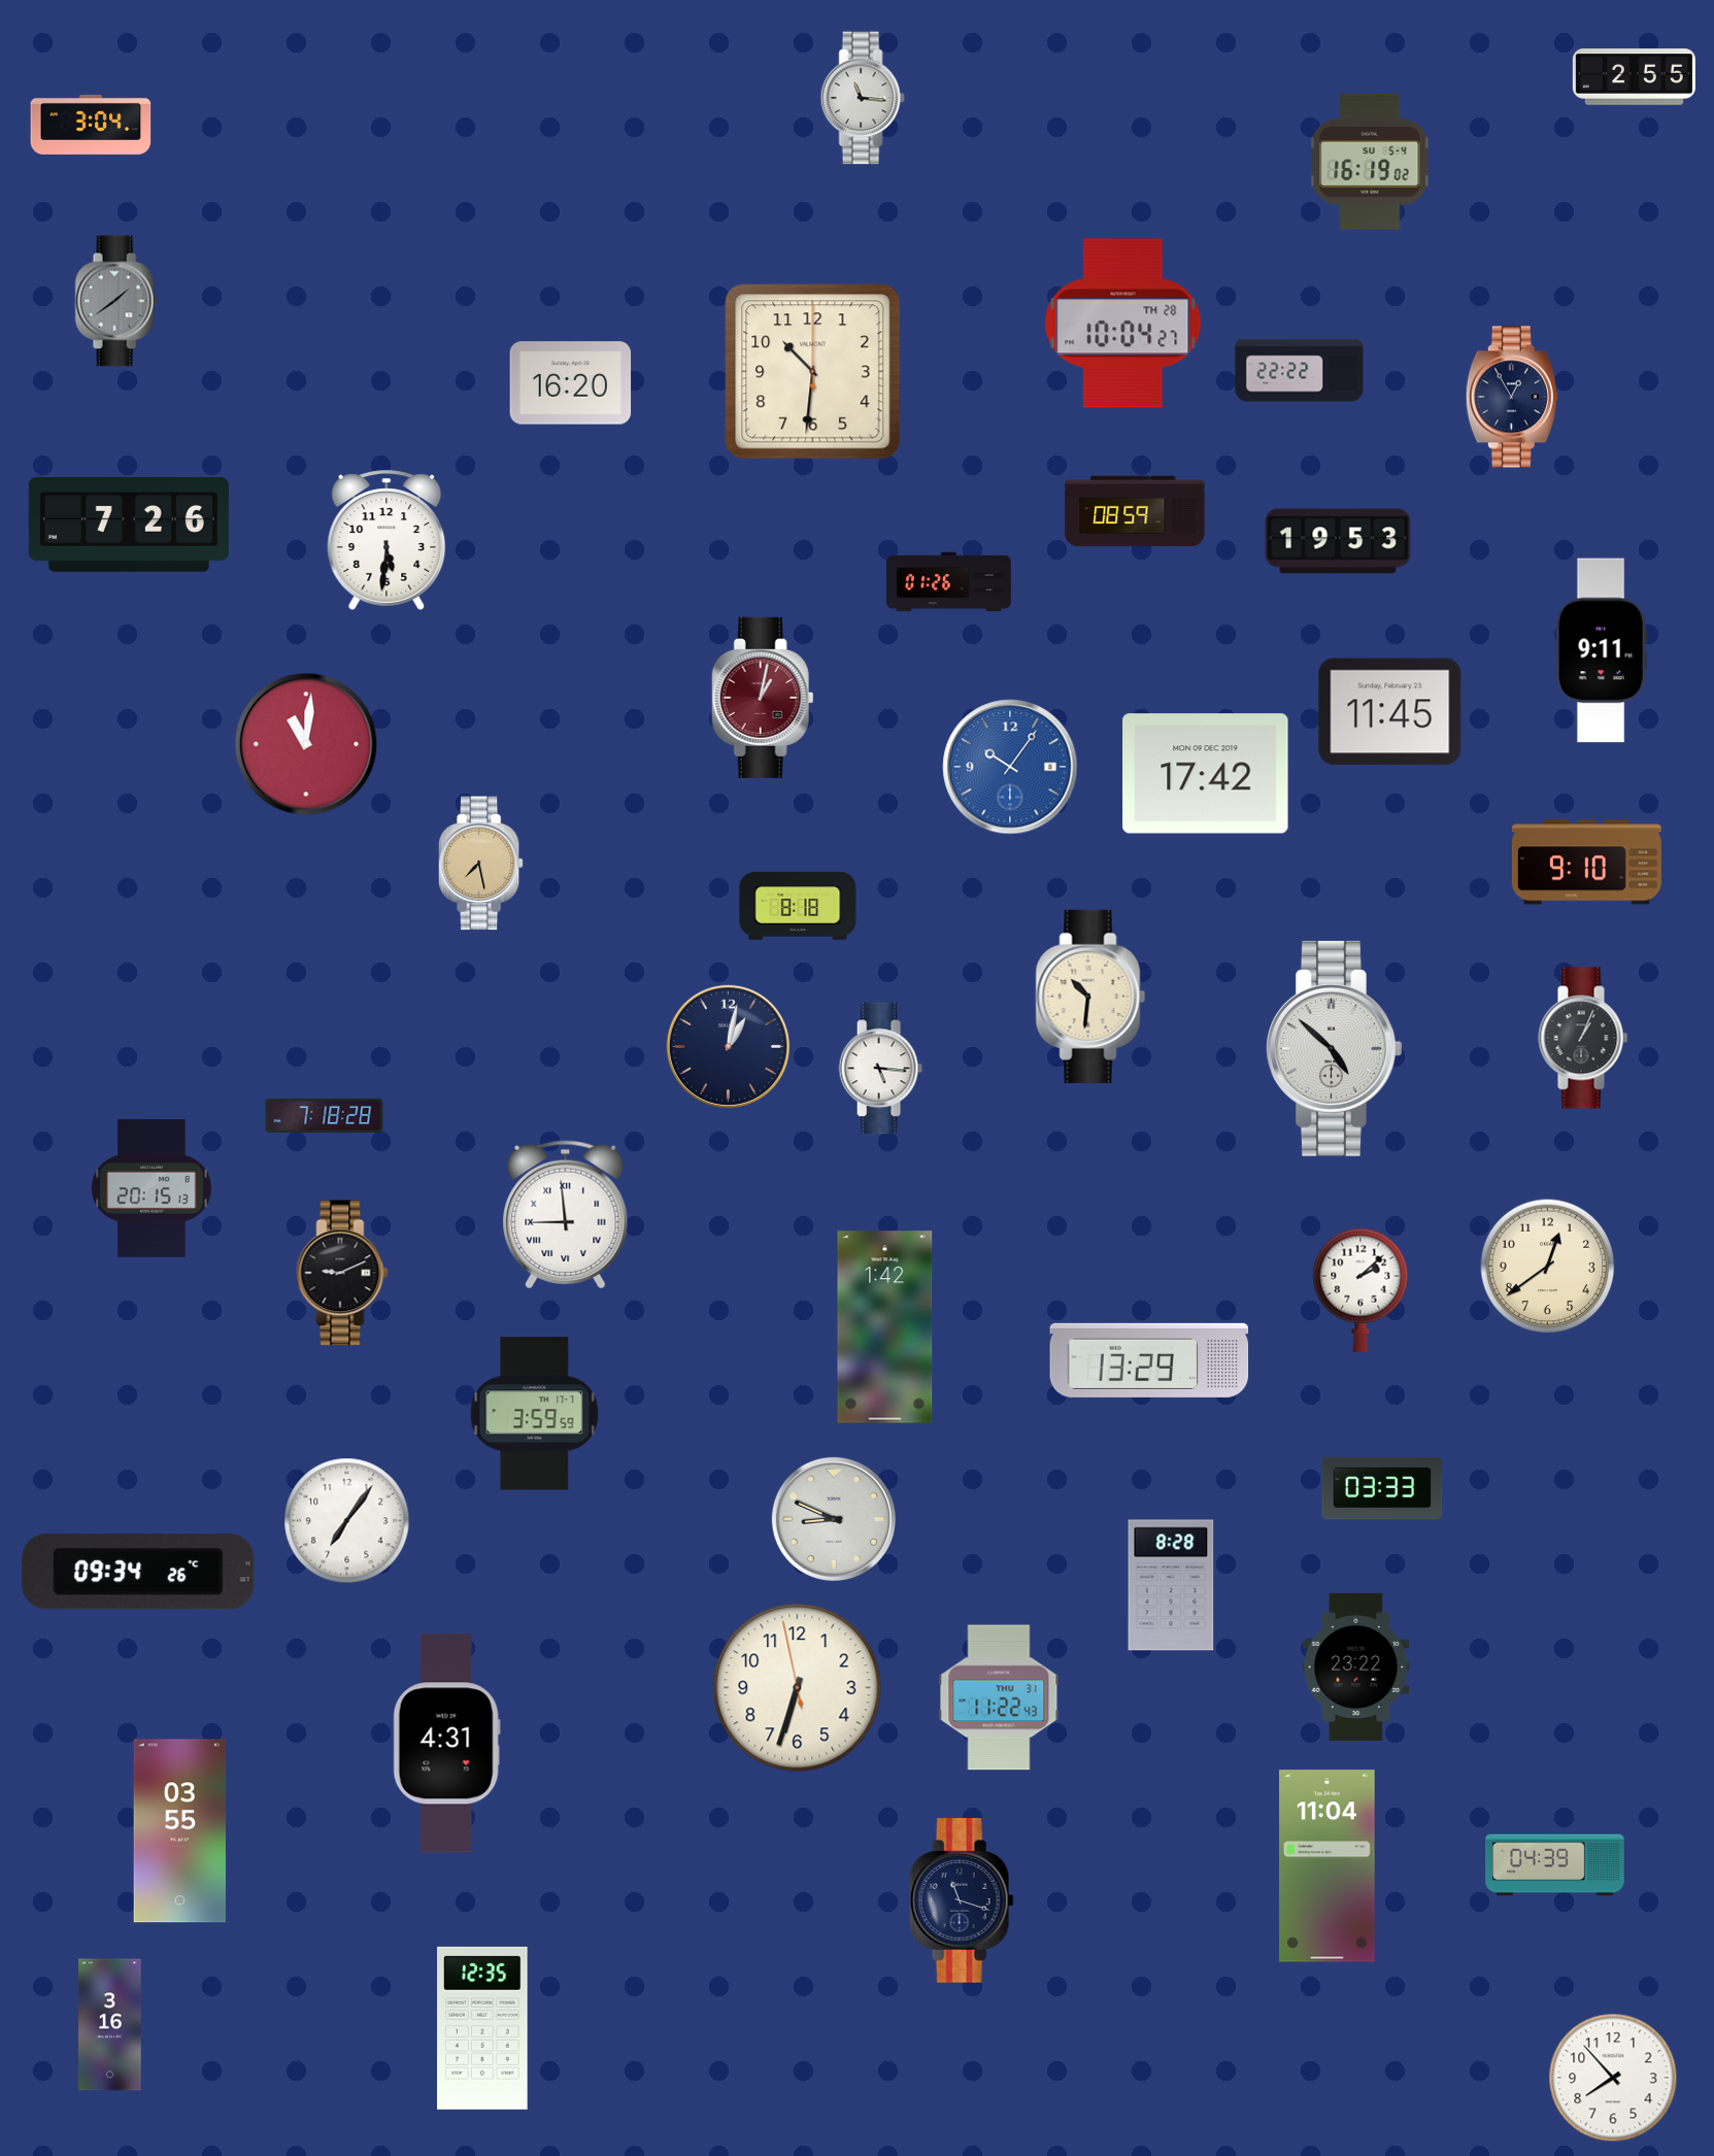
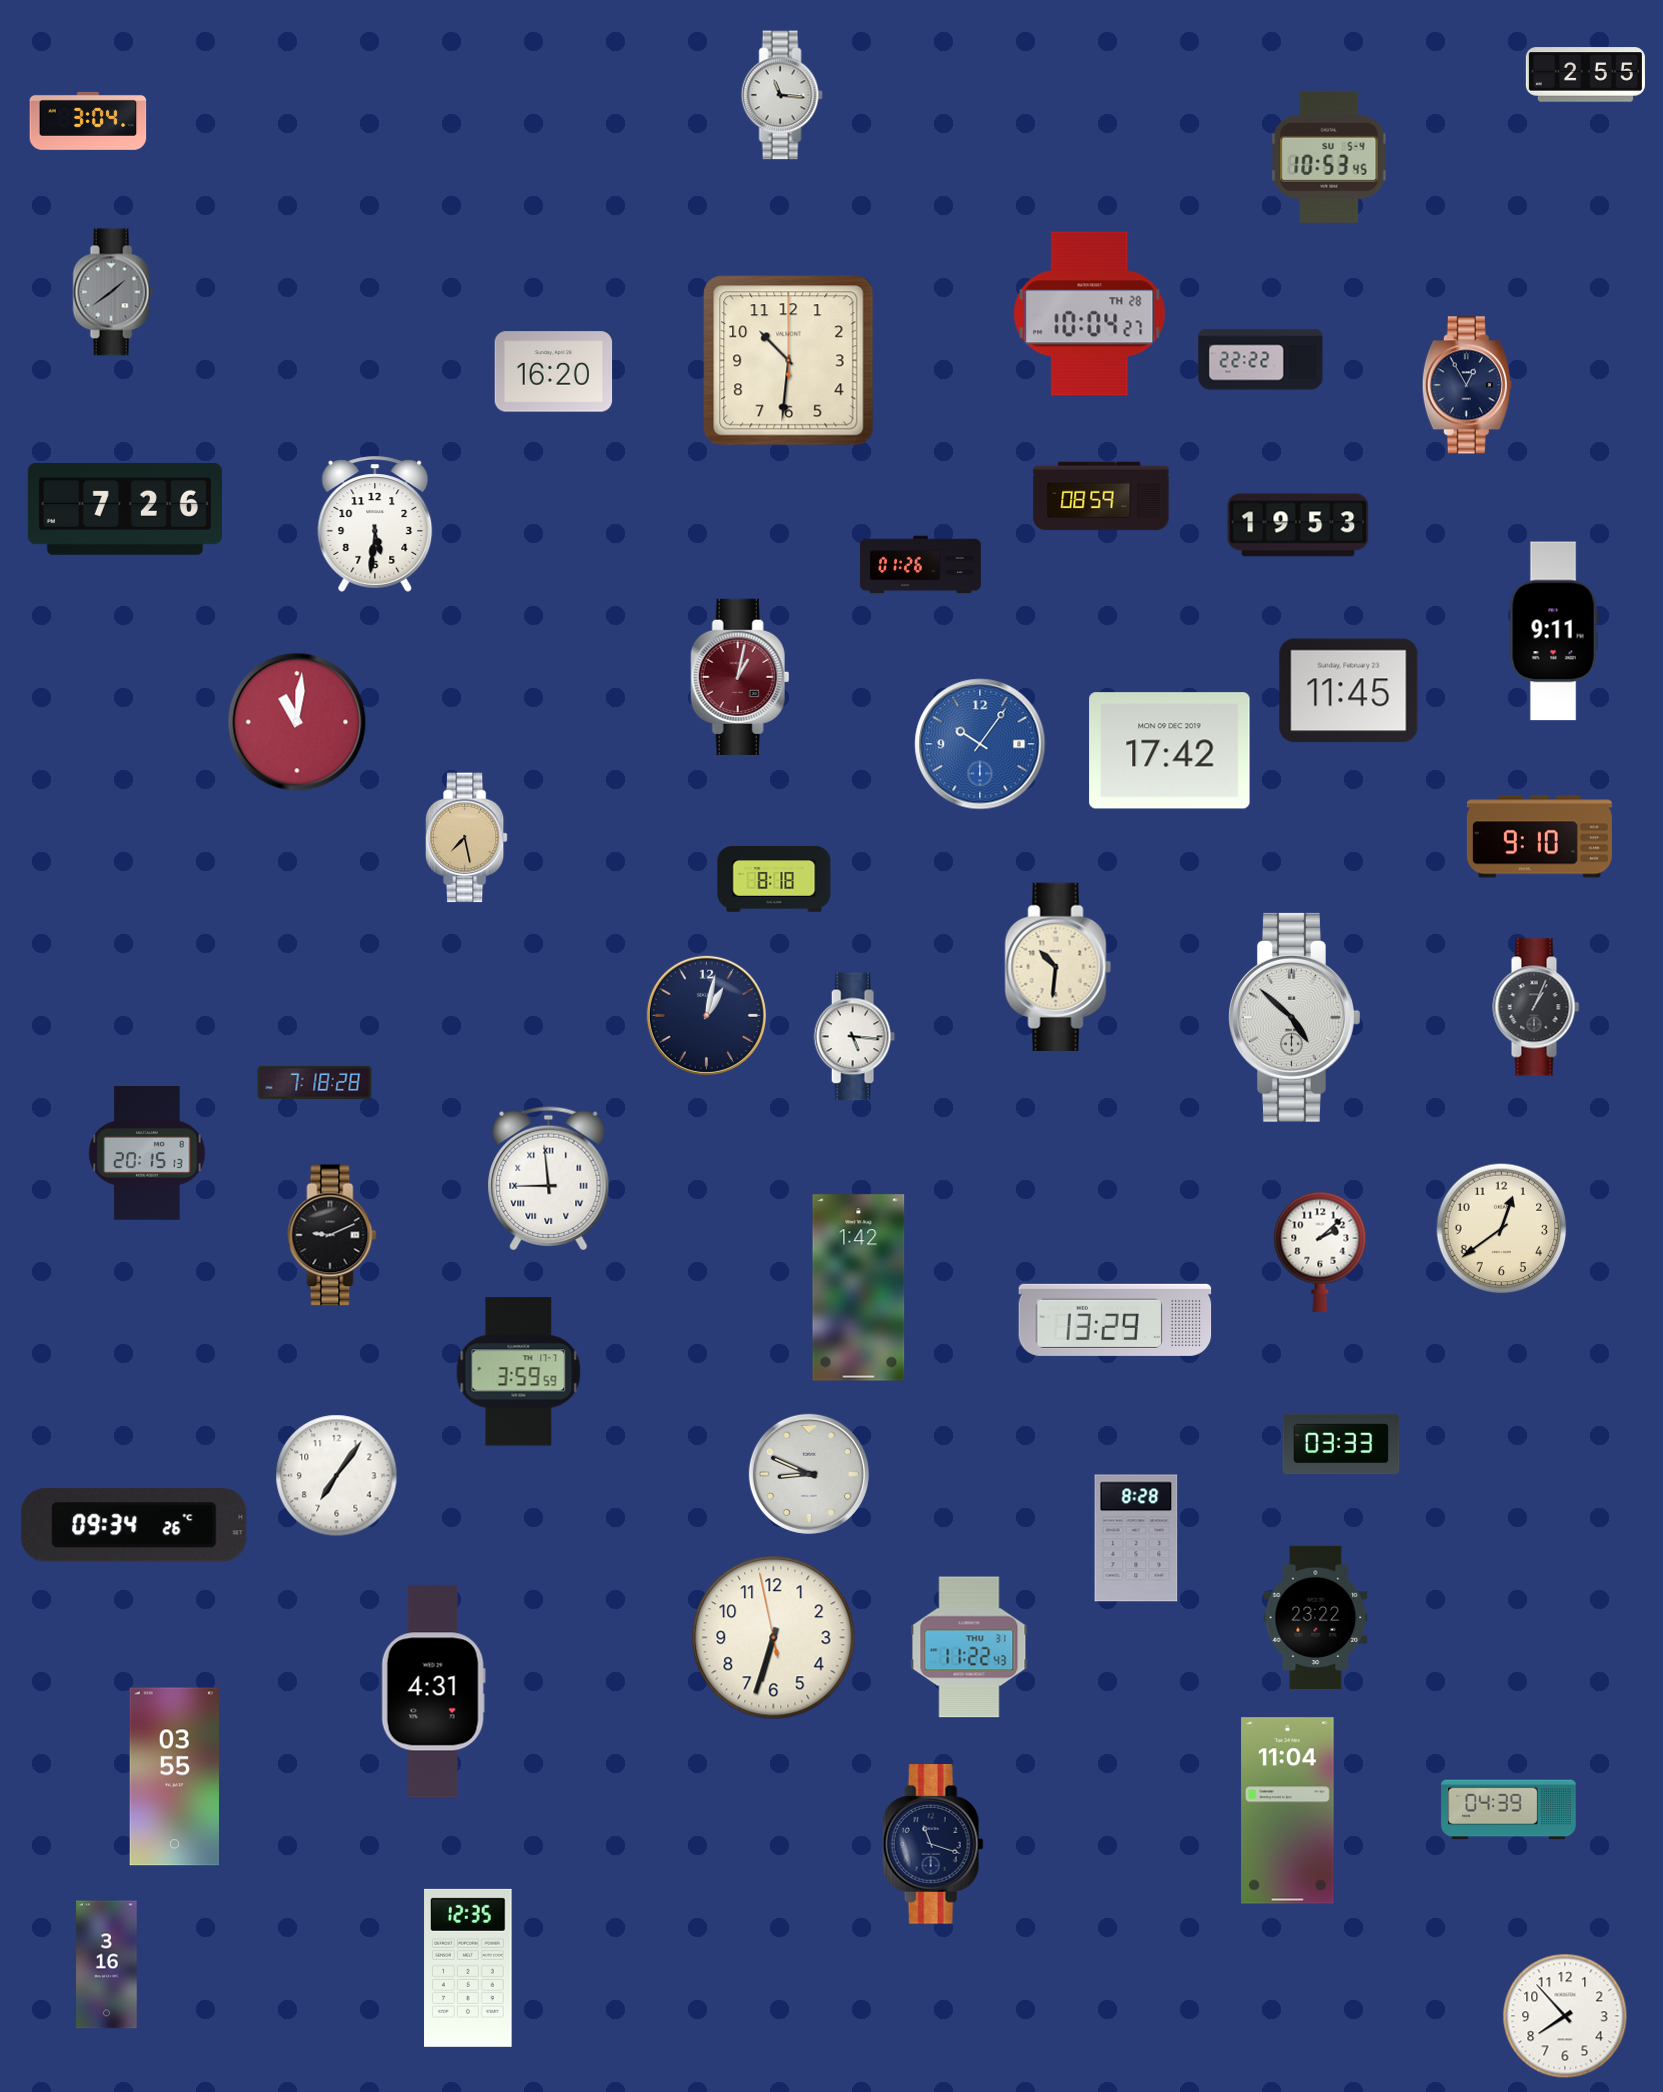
clock at (863, 98) position: (863, 98) -> (782, 95)
clock at (1370, 162): 16:19 -> 10:53
